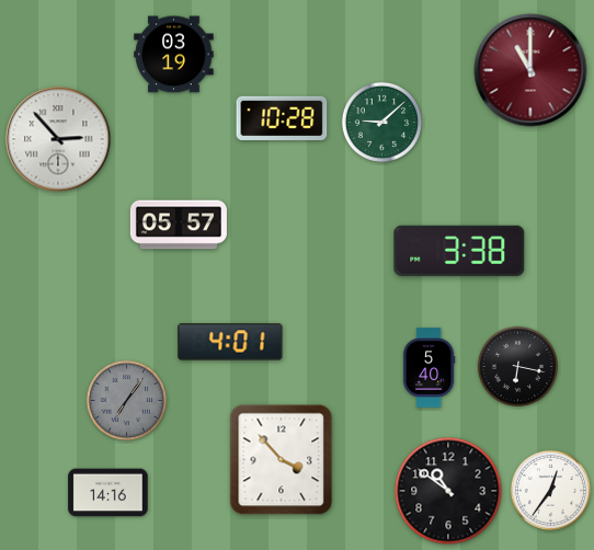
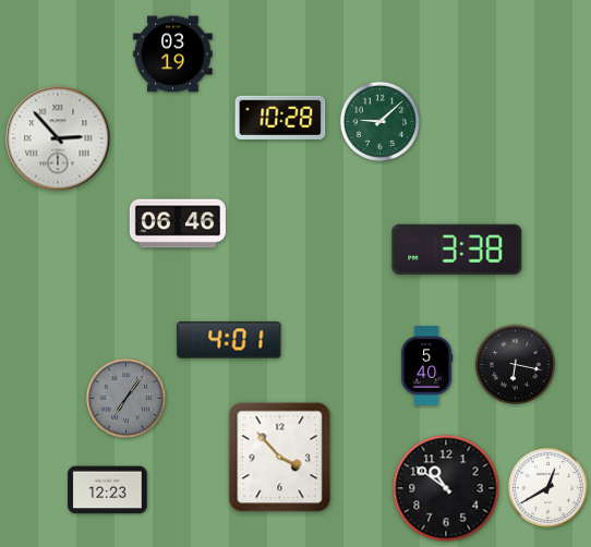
clock at (530, 70): 11:00 -> none
clock at (179, 225): 05:57 -> 06:46
clock at (550, 490): 12:36 -> 12:40
clock at (108, 493): 14:16 -> 12:23
